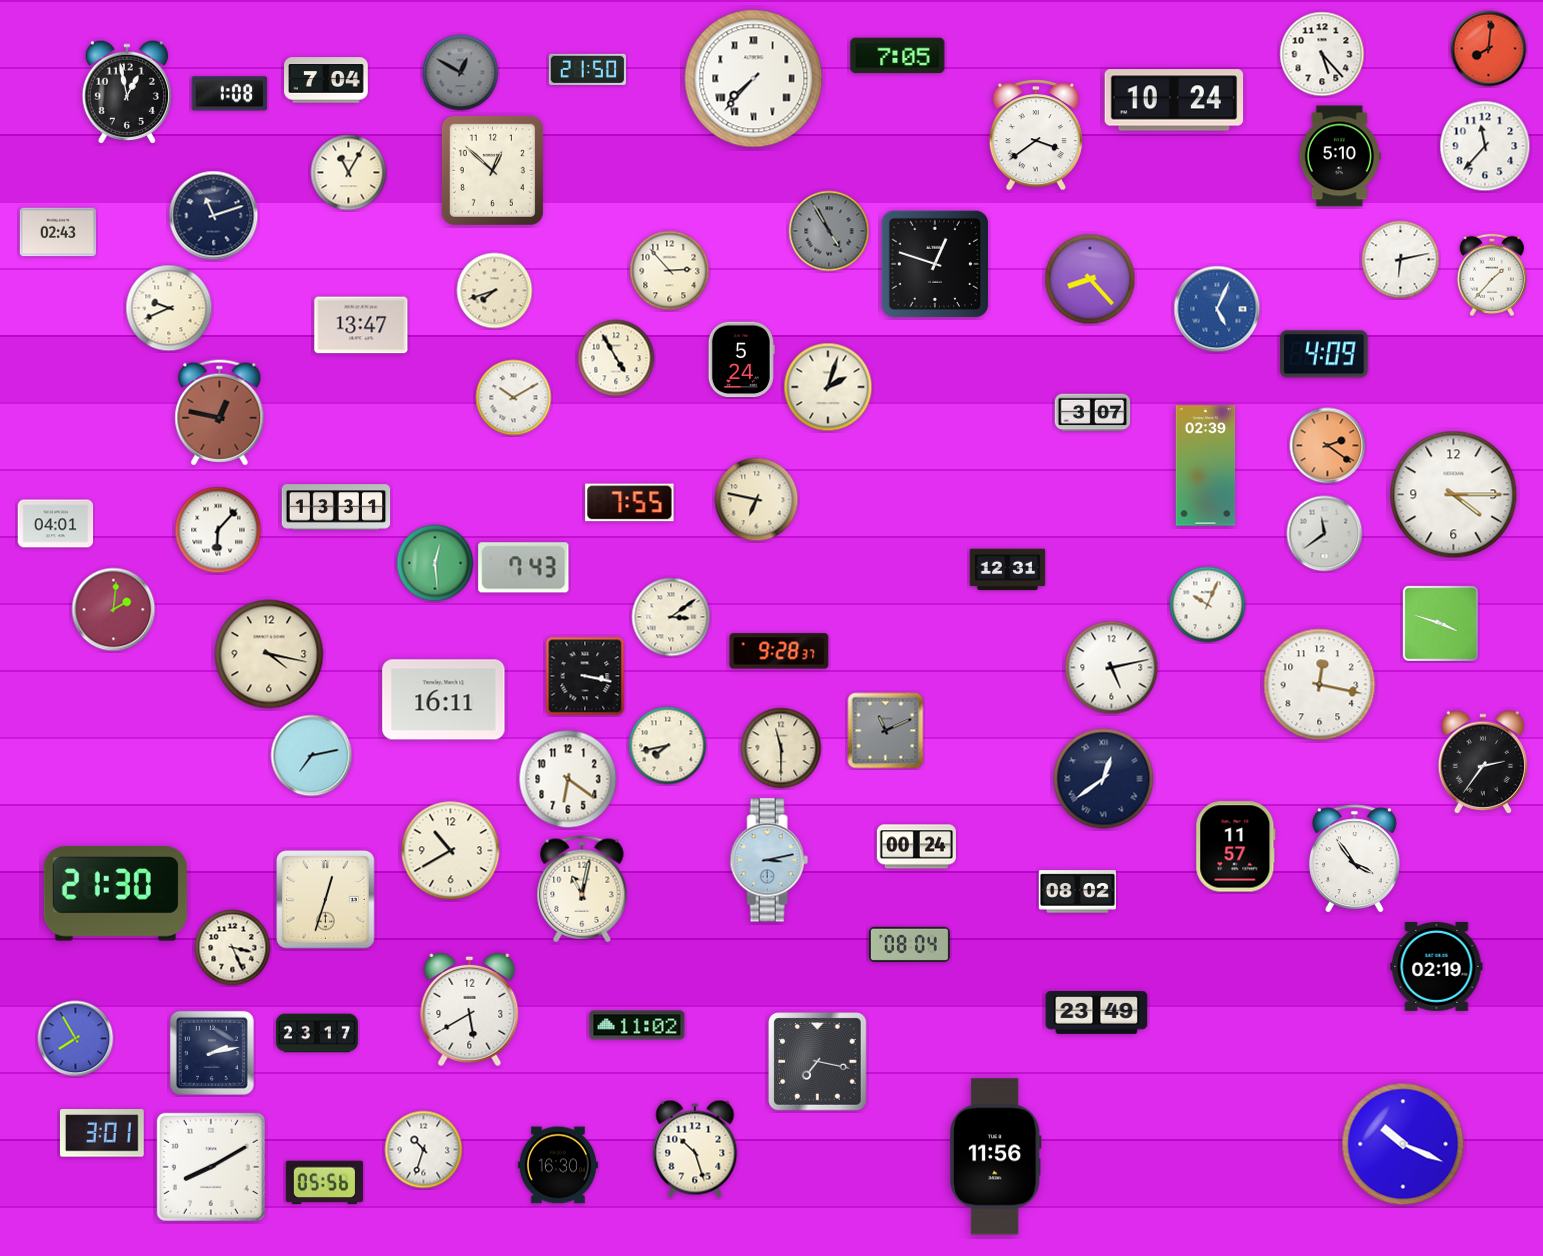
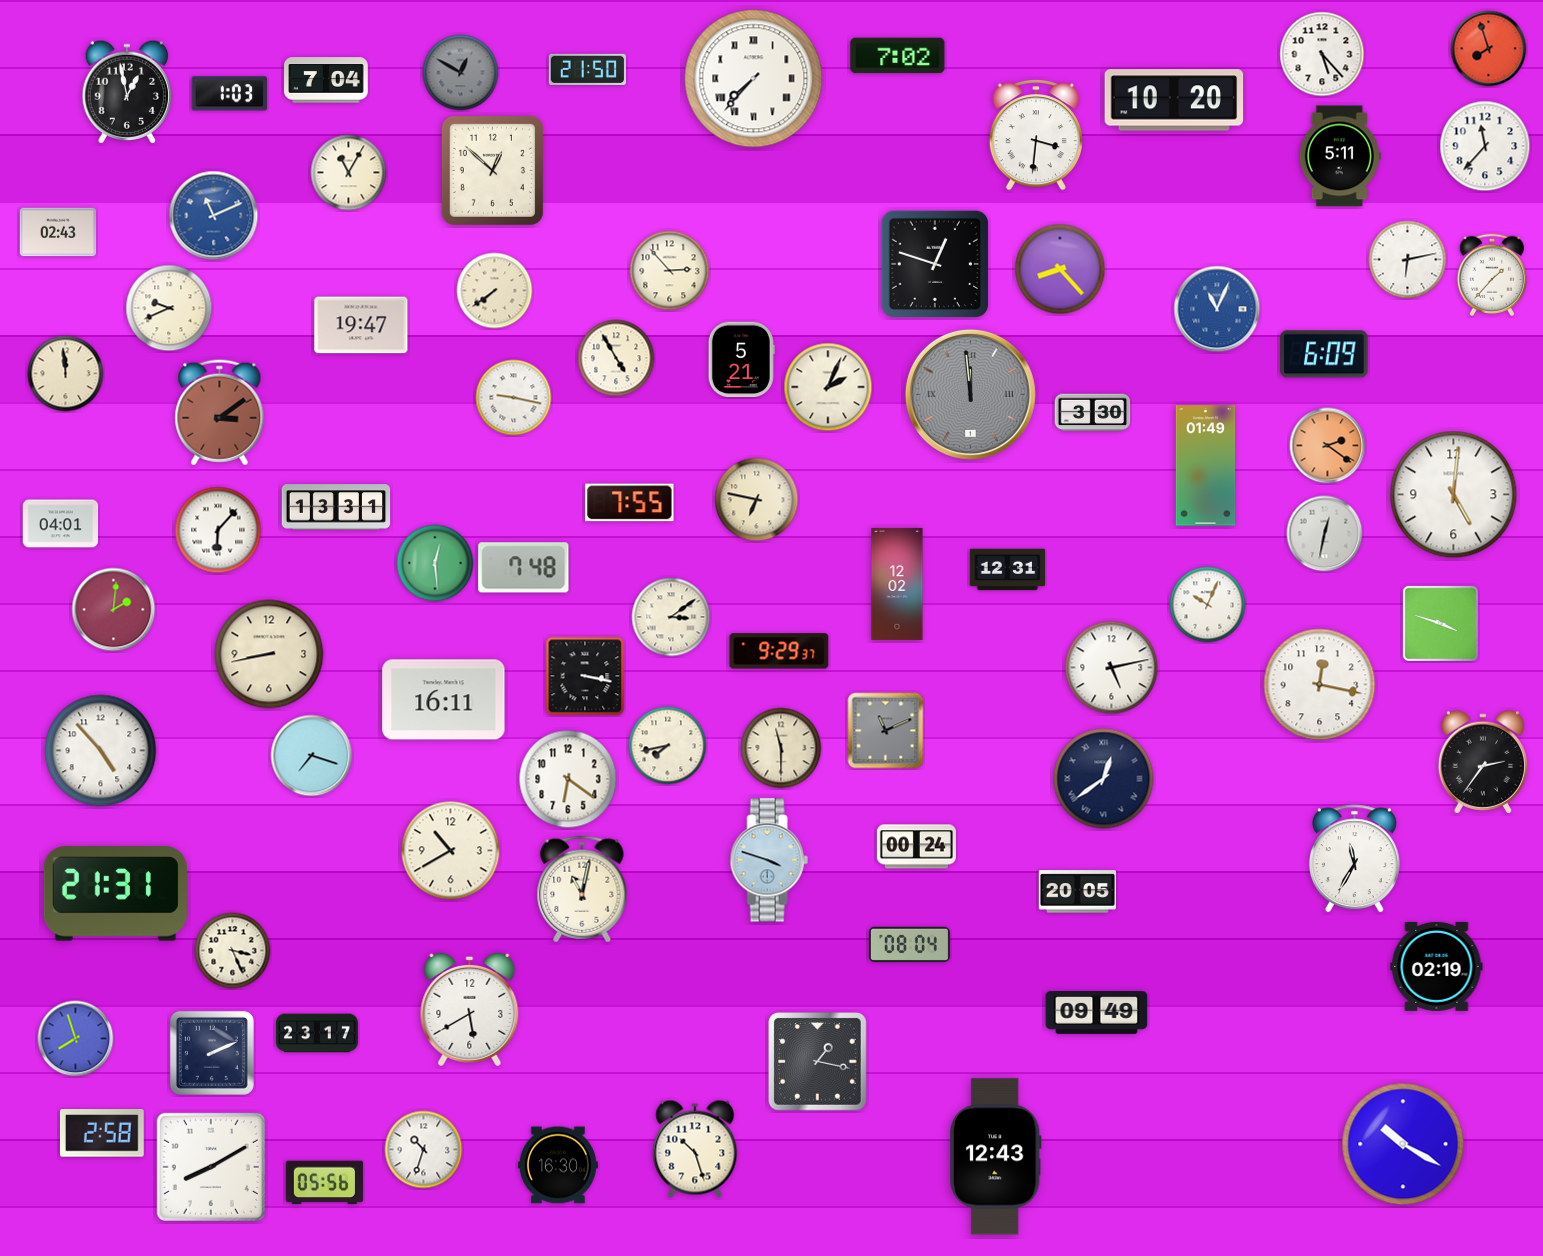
clock at (1489, 49): 8:01 -> 7:57
clock at (898, 56): 7:05 -> 7:02
clock at (230, 94): 1:08 -> 1:03
clock at (1174, 100): 10:24 -> 10:20
clock at (1036, 135): 3:39 -> 3:31
clock at (1340, 156): 5:10 -> 5:11
clock at (214, 216): 11:12 -> 11:11
clock at (214, 216) dial: navy -> blue
clock at (829, 231): 4:55 -> none
clock at (1401, 260) position: (1401, 260) -> (1408, 260)
clock at (1090, 279) position: (1090, 279) -> (1060, 269)
clock at (495, 291): 7:42 -> 7:39
clock at (1217, 309): 5:04 -> 11:04
clock at (361, 325): 13:47 -> 19:47
clock at (1324, 354): 4:09 -> 6:09
clock at (741, 360): 5:24 -> 5:21
clock at (66, 374): none -> 11:59
clock at (828, 387): 2:03 -> 2:04
clock at (970, 394): none -> 11:59
clock at (514, 398): 10:10 -> 9:17
clock at (220, 413): 12:47 -> 3:09
clock at (1093, 413): 3:07 -> 3:30
clock at (1206, 466): 02:39 -> 01:49
clock at (1454, 495): 4:15 -> 5:01
clock at (56, 524) position: (56, 524) -> (61, 524)
clock at (1325, 534): 11:39 -> 12:32
clock at (524, 568): 7:43 -> 7:48
clock at (897, 584): none -> 12:02
clock at (779, 651): 9:28 -> 9:29
clock at (269, 654): 4:17 -> 8:43
clock at (101, 751): none -> 4:53
clock at (312, 756): 7:13 -> 7:18
clock at (1236, 847): 11:57 -> none
clock at (1354, 859): 3:54 -> 11:35
clock at (769, 860): 3:13 -> 3:48
clock at (1077, 892): 08:02 -> 20:05
clock at (115, 894): 21:30 -> 21:31
clock at (326, 900): 12:33 -> none
clock at (233, 948) position: (233, 948) -> (233, 951)
clock at (1097, 1013): 23:49 -> 09:49
clock at (637, 1025): 11:02 -> none
clock at (76, 1039): 7:55 -> 7:57
clock at (212, 1053): 2:13 -> 2:11
clock at (818, 1062): 7:17 -> 1:17
clock at (102, 1133): 3:01 -> 2:58
clock at (1403, 1144): 10:19 -> 10:20
clock at (995, 1157): 11:56 -> 12:43
